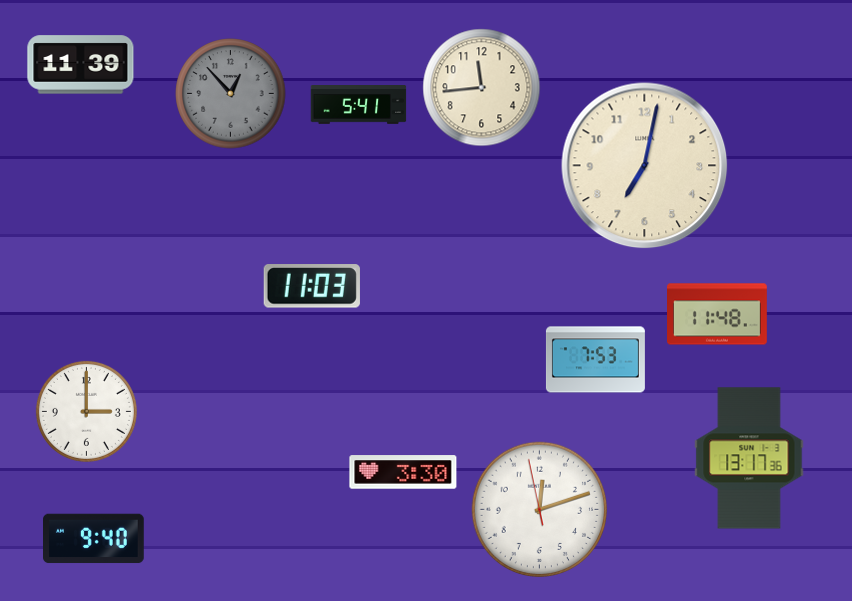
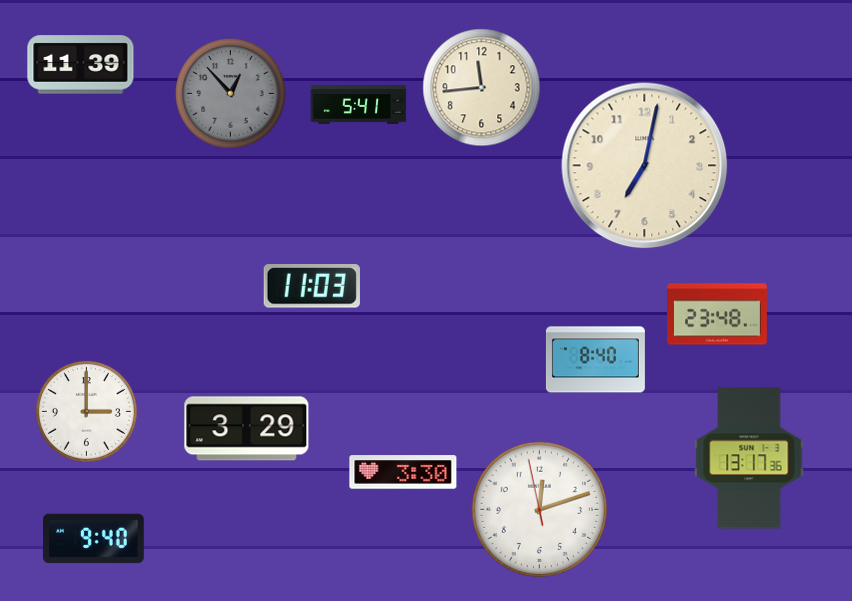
clock at (718, 314): 11:48 -> 23:48
clock at (595, 360): 7:53 -> 8:40
clock at (247, 429): none -> 3:29
